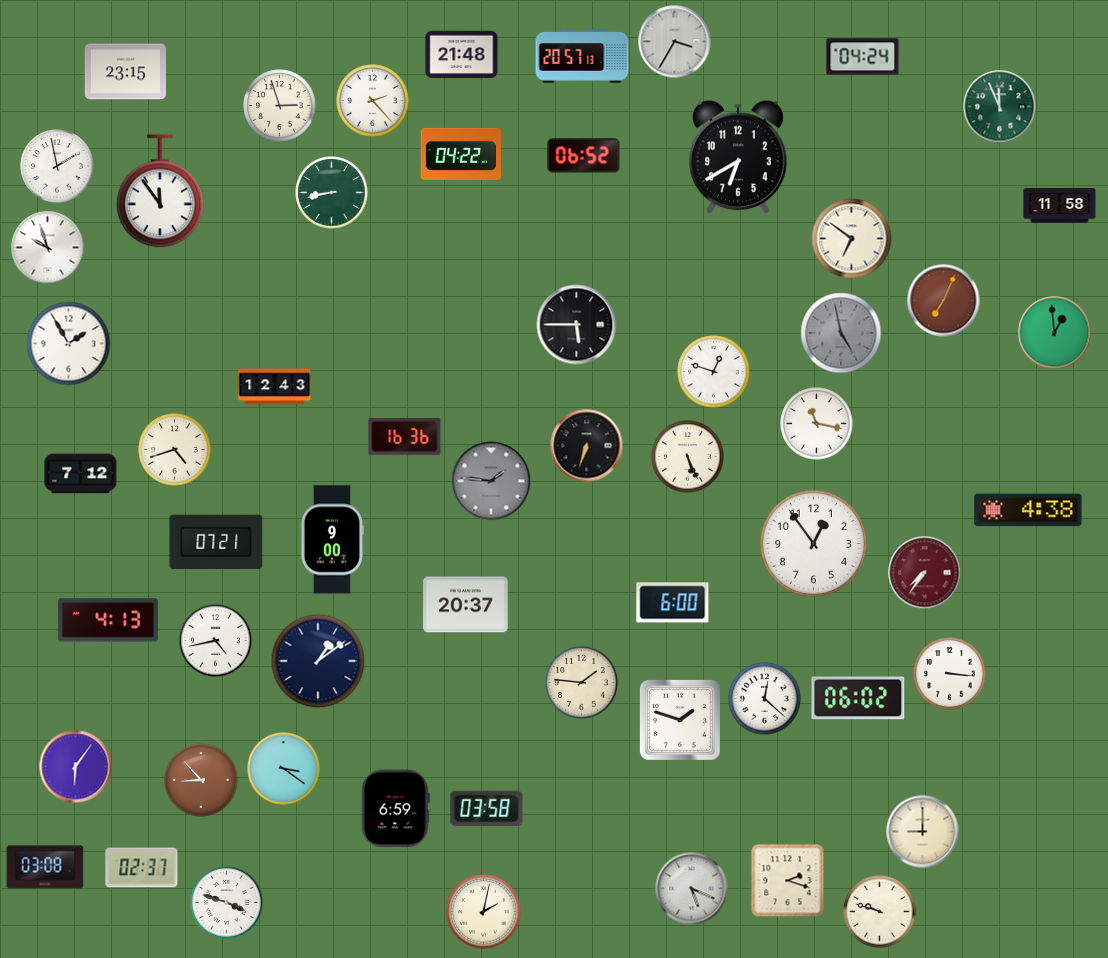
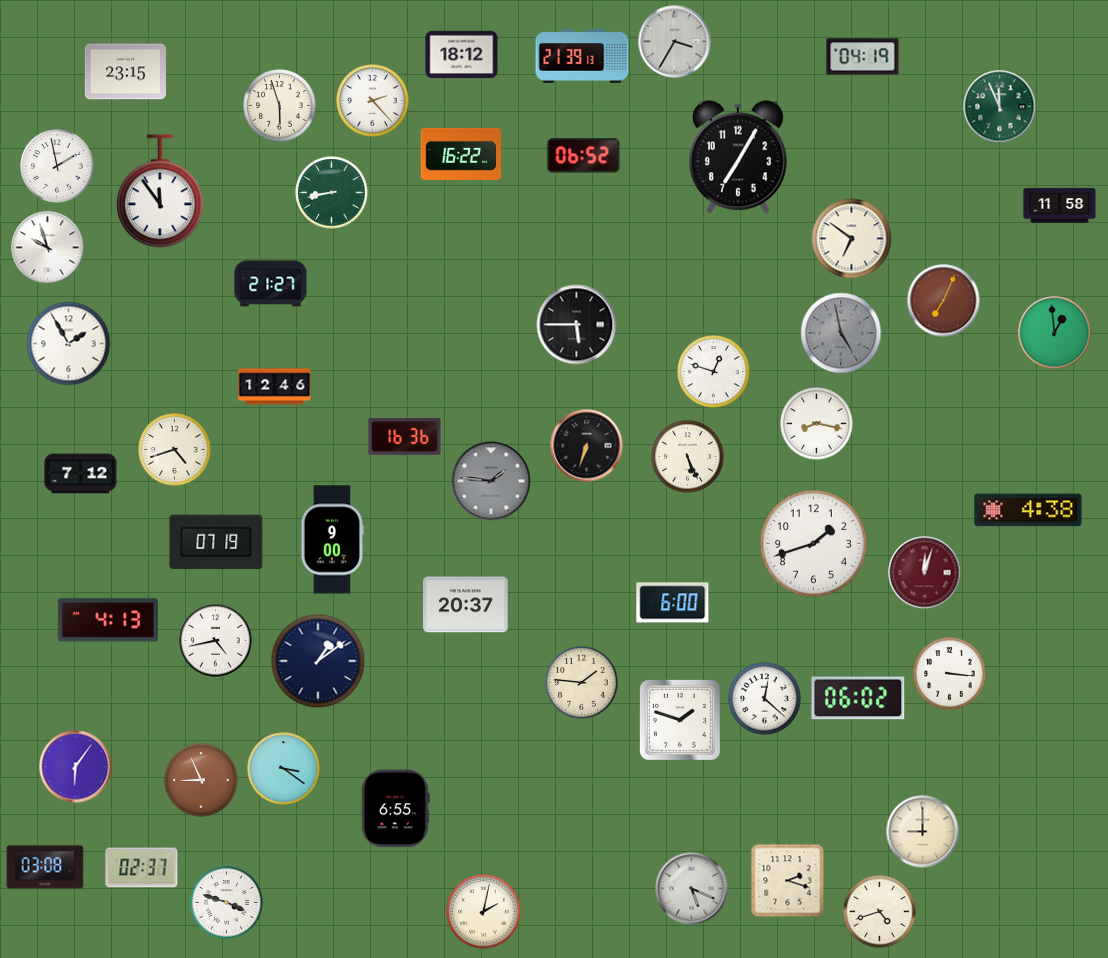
clock at (462, 55): 21:48 -> 18:12
clock at (582, 56): 20:57 -> 21:39
clock at (863, 57): 04:24 -> 04:19
clock at (280, 106): 2:57 -> 5:57
clock at (461, 154): 04:22 -> 16:22
clock at (739, 157): 6:40 -> 7:05
clock at (271, 284): none -> 21:27
clock at (275, 387): 12:43 -> 12:46
clock at (817, 424): 11:17 -> 8:17
clock at (216, 542): 07:21 -> 07:19
clock at (813, 543): 12:54 -> 1:42
clock at (925, 573): 7:36 -> 12:03
clock at (201, 780): 8:53 -> 8:56
clock at (487, 808): 03:58 -> none
clock at (395, 809): 6:59 -> 6:55
clock at (880, 912): 9:48 -> 4:42
